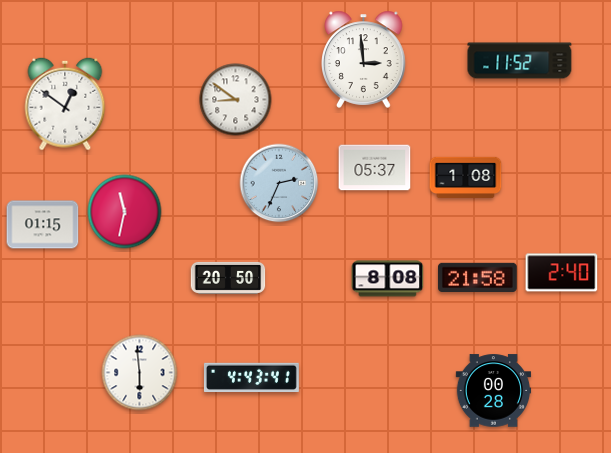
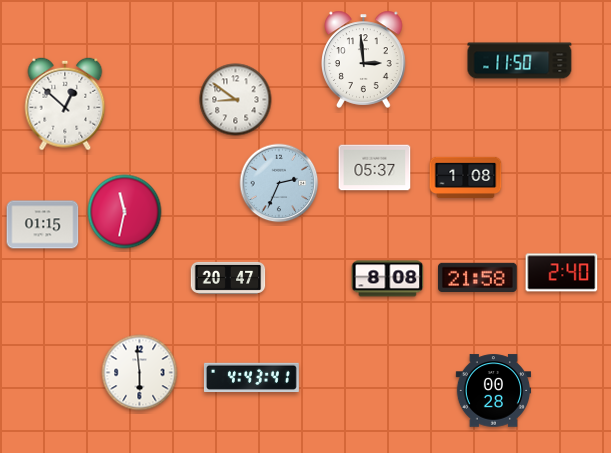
clock at (520, 61): 11:52 -> 11:50
clock at (65, 104): 12:51 -> 12:52
clock at (228, 278): 20:50 -> 20:47
